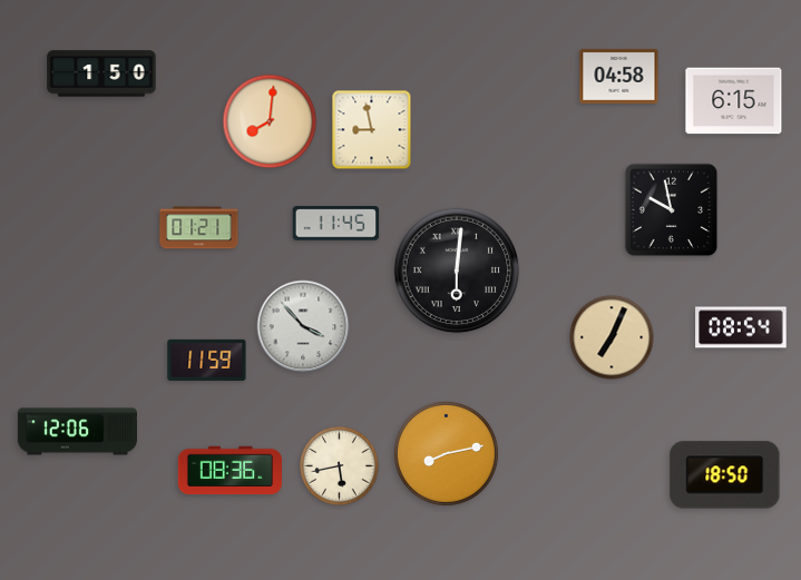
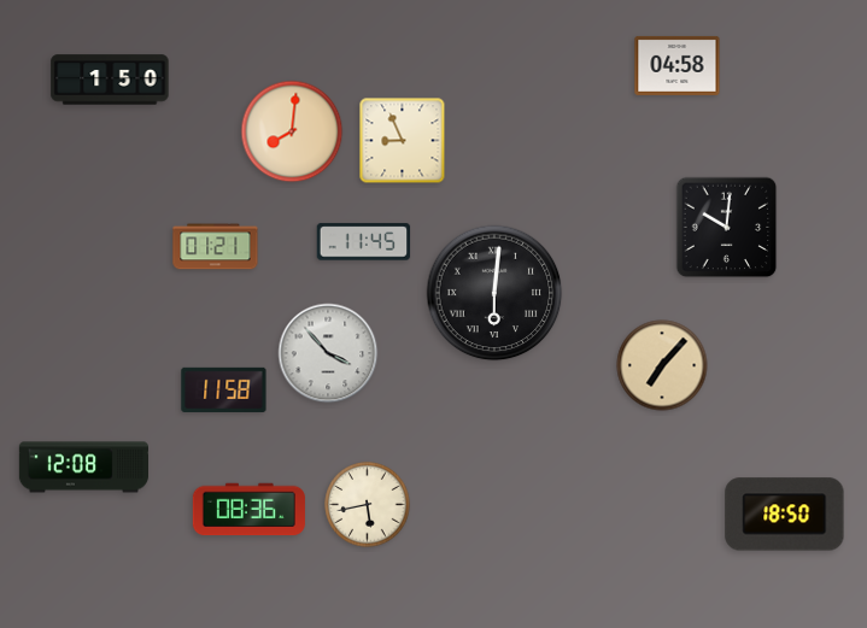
clock at (619, 76) position: (619, 76) -> (678, 65)
clock at (734, 101): 6:15 -> none
clock at (372, 130): 8:58 -> 8:56
clock at (672, 210): 9:58 -> 10:01
clock at (741, 327): 08:54 -> none
clock at (612, 337): 7:04 -> 7:07
clock at (207, 360): 11:59 -> 11:58
clock at (77, 432): 12:06 -> 12:08
clock at (446, 453): 8:13 -> none
